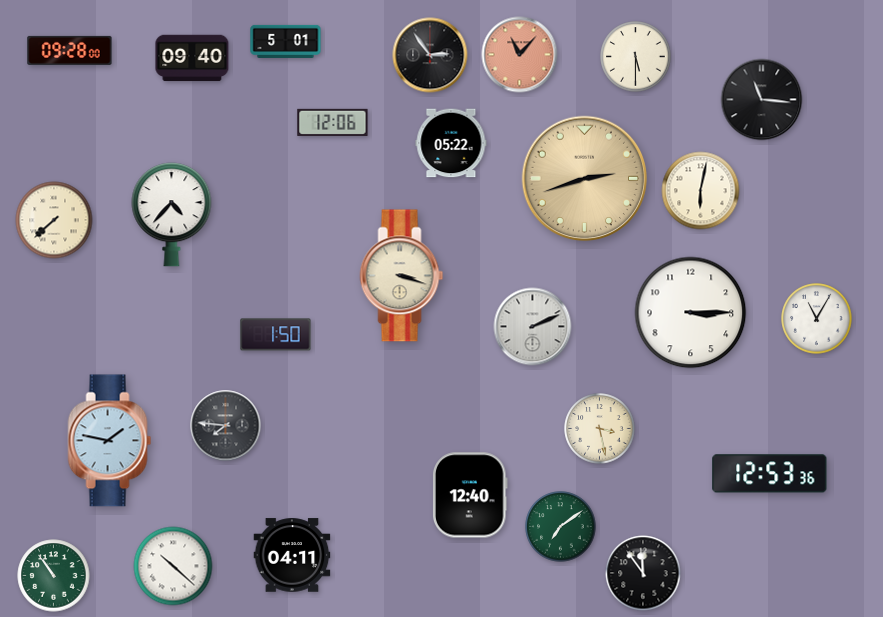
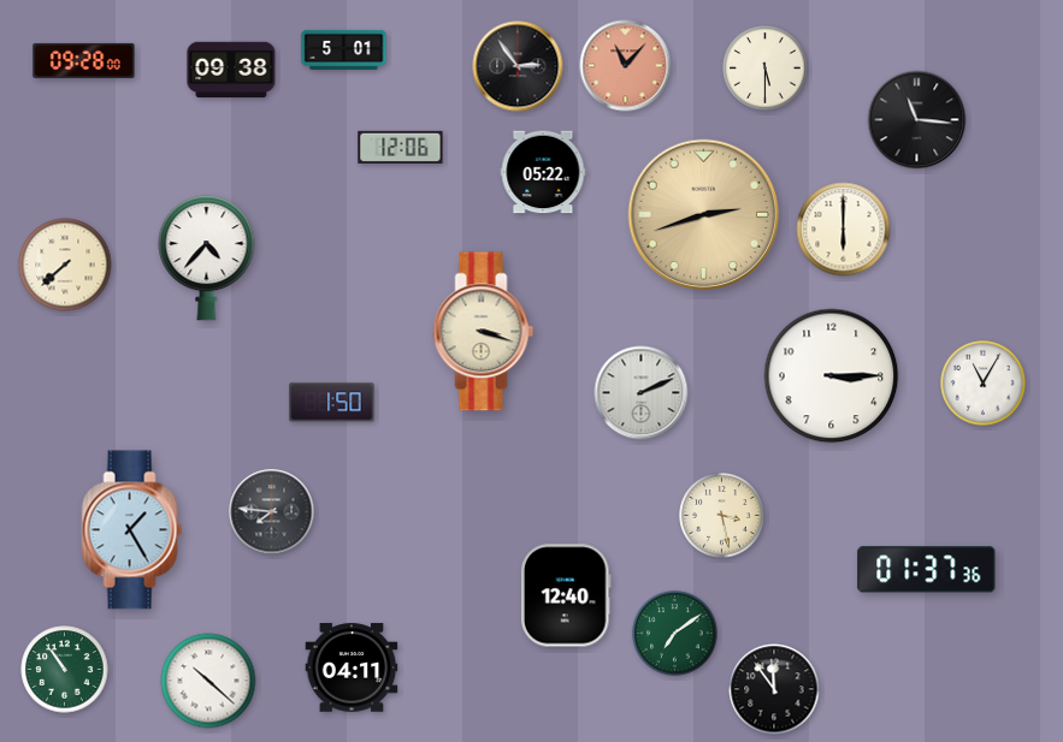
clock at (192, 58): 09:40 -> 09:38
clock at (701, 191): 6:02 -> 6:00
clock at (110, 441): 1:47 -> 1:25
clock at (770, 474): 12:53 -> 01:37
clock at (54, 576) position: (54, 576) -> (65, 670)
